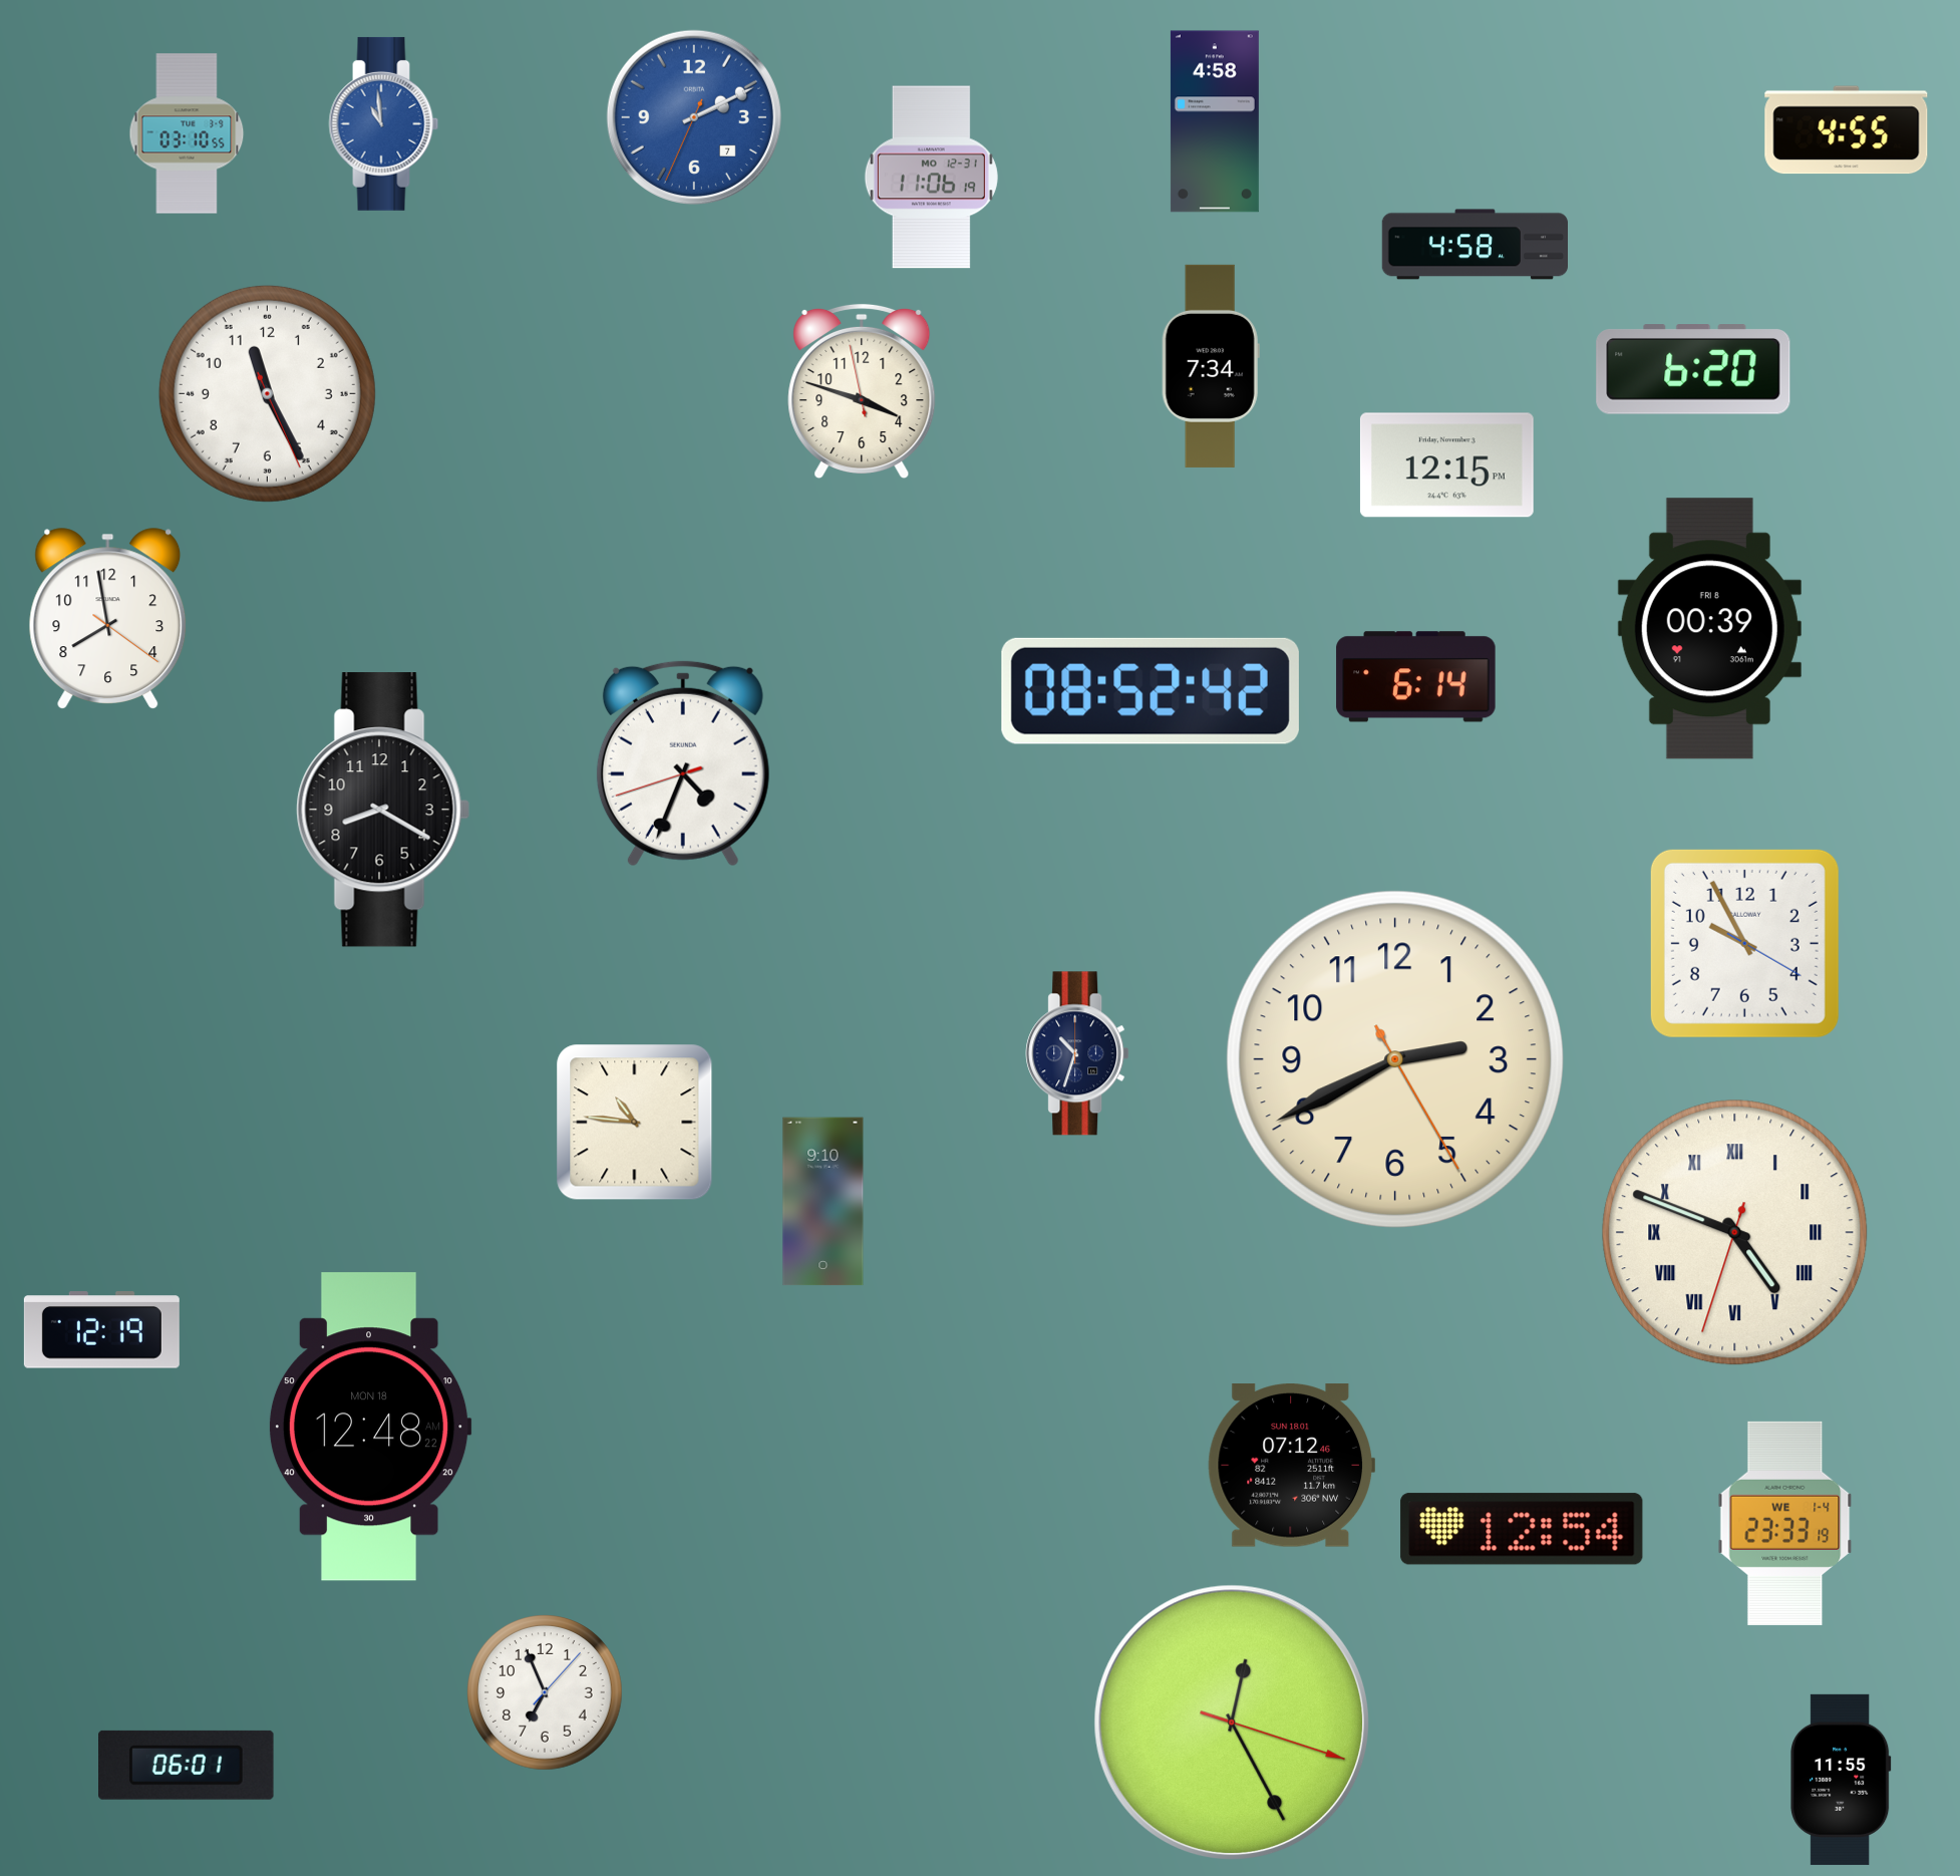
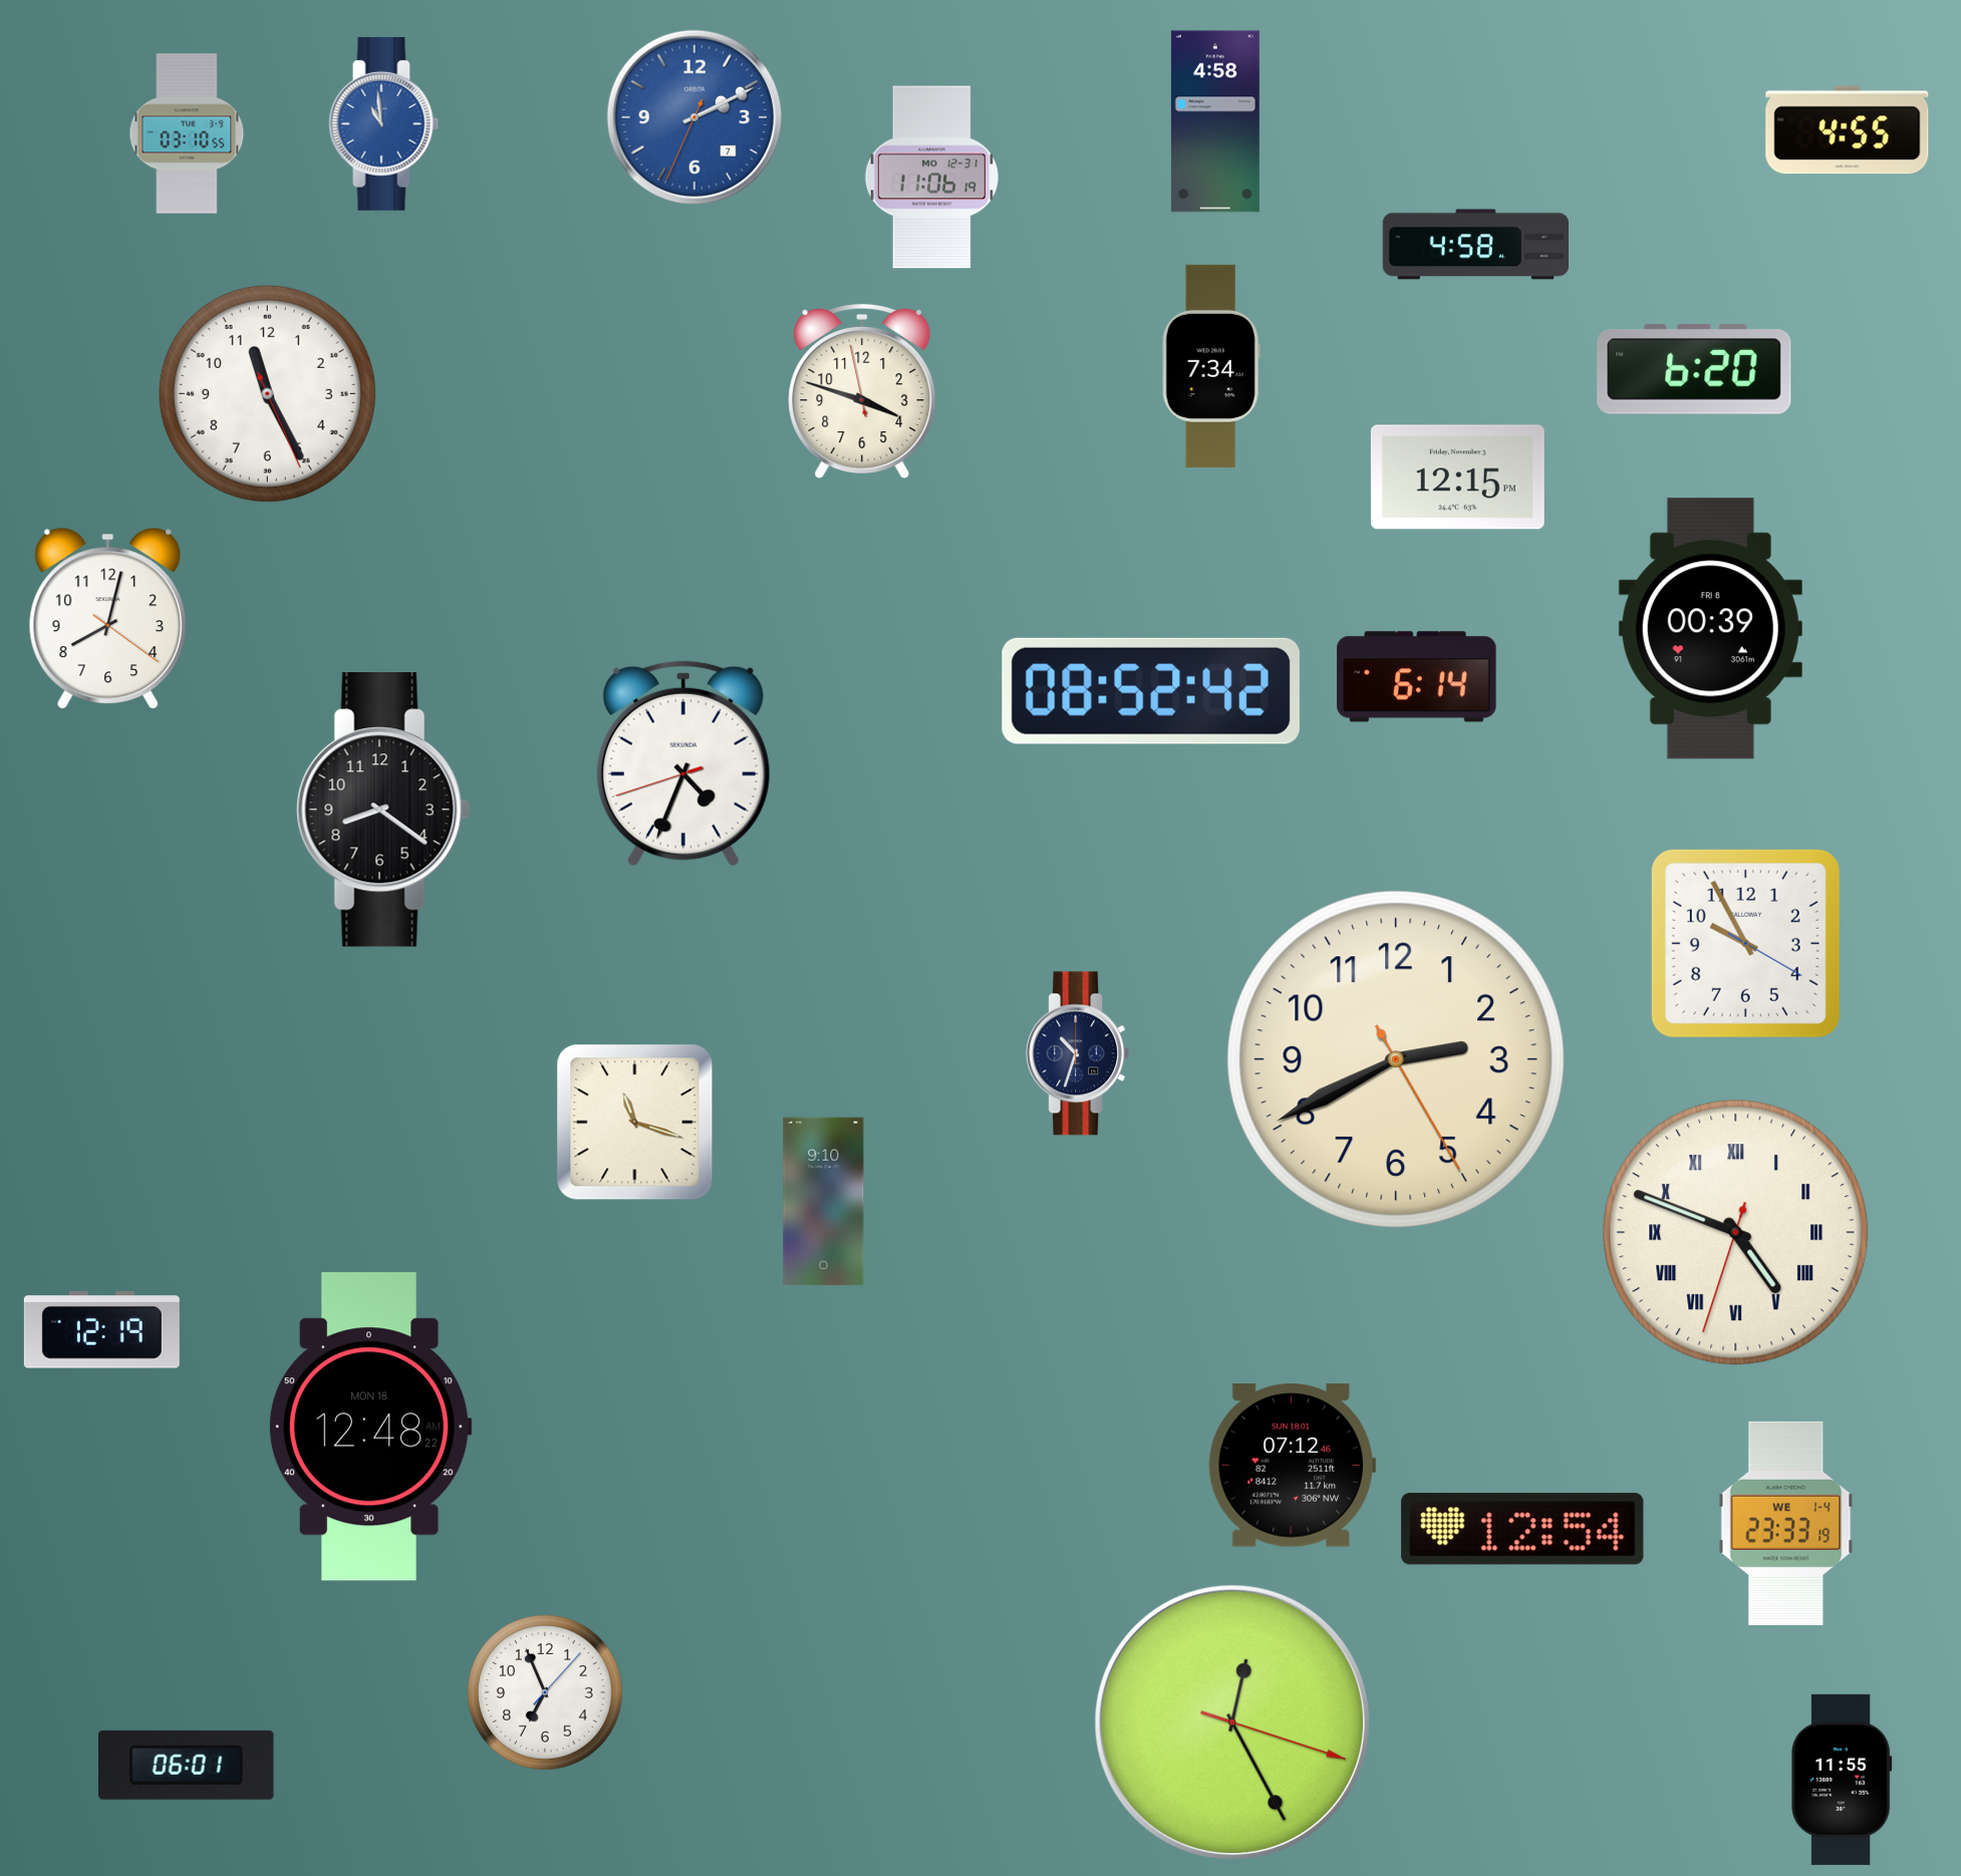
clock at (1446, 465) position: (1446, 465) -> (1457, 478)
clock at (108, 619): 7:58 -> 8:02
clock at (383, 810): 8:20 -> 8:21
clock at (635, 1123): 10:46 -> 11:18
